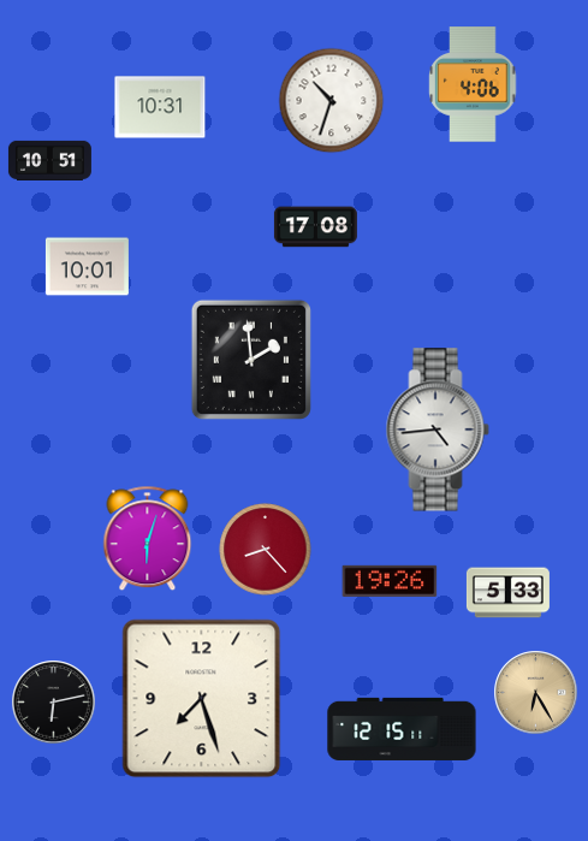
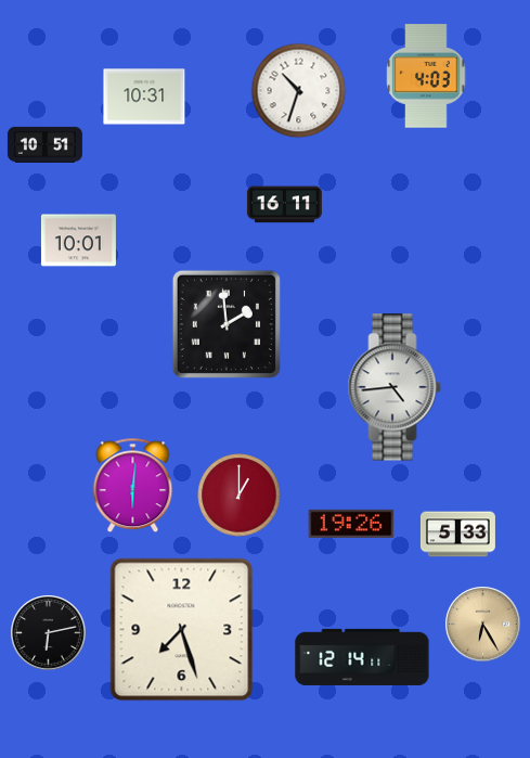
clock at (473, 84): 4:06 -> 4:03
clock at (315, 227): 17:08 -> 16:11
clock at (148, 539): 6:03 -> 6:01
clock at (266, 550): 8:23 -> 1:00
clock at (402, 729): 12:15 -> 12:14
